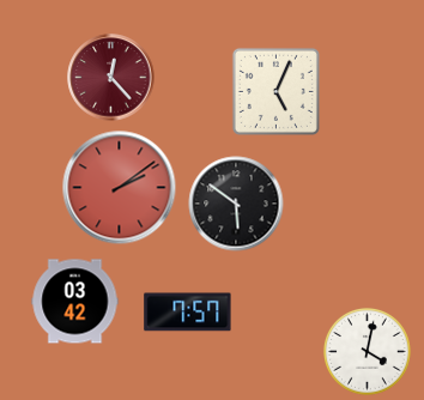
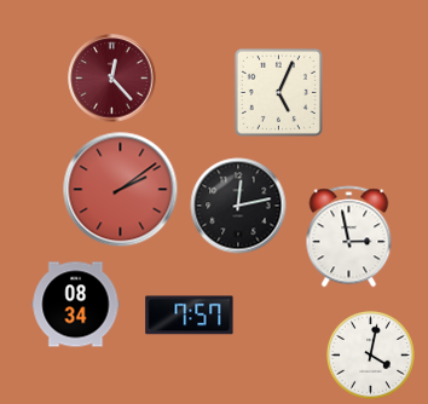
clock at (236, 204): 5:51 -> 12:13
clock at (349, 237): none -> 2:58
clock at (75, 302): 03:42 -> 08:34
